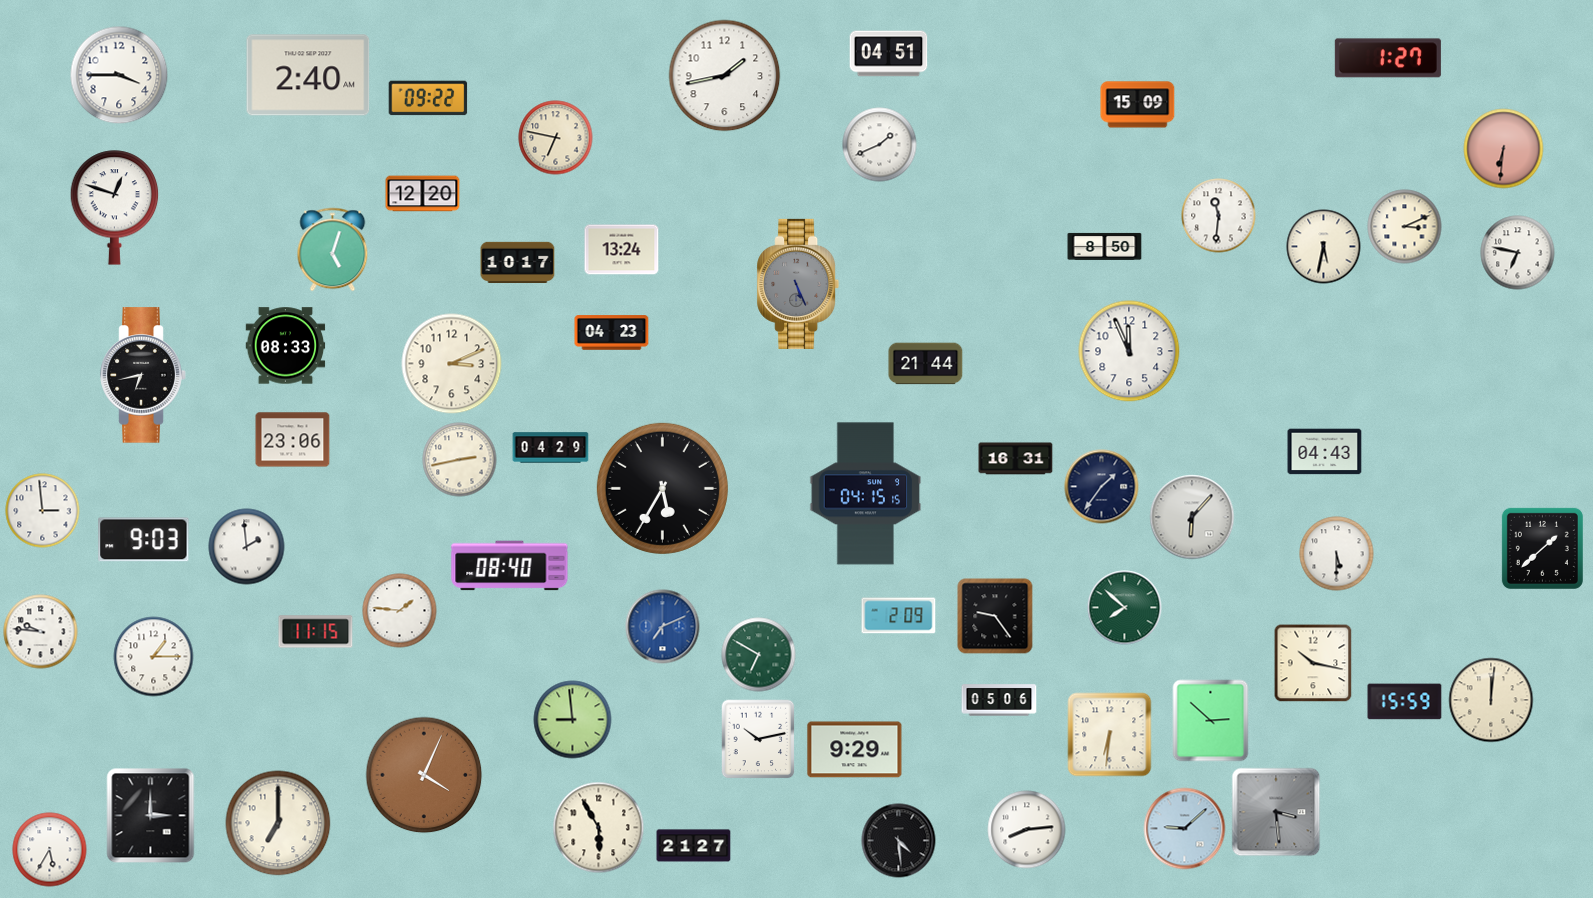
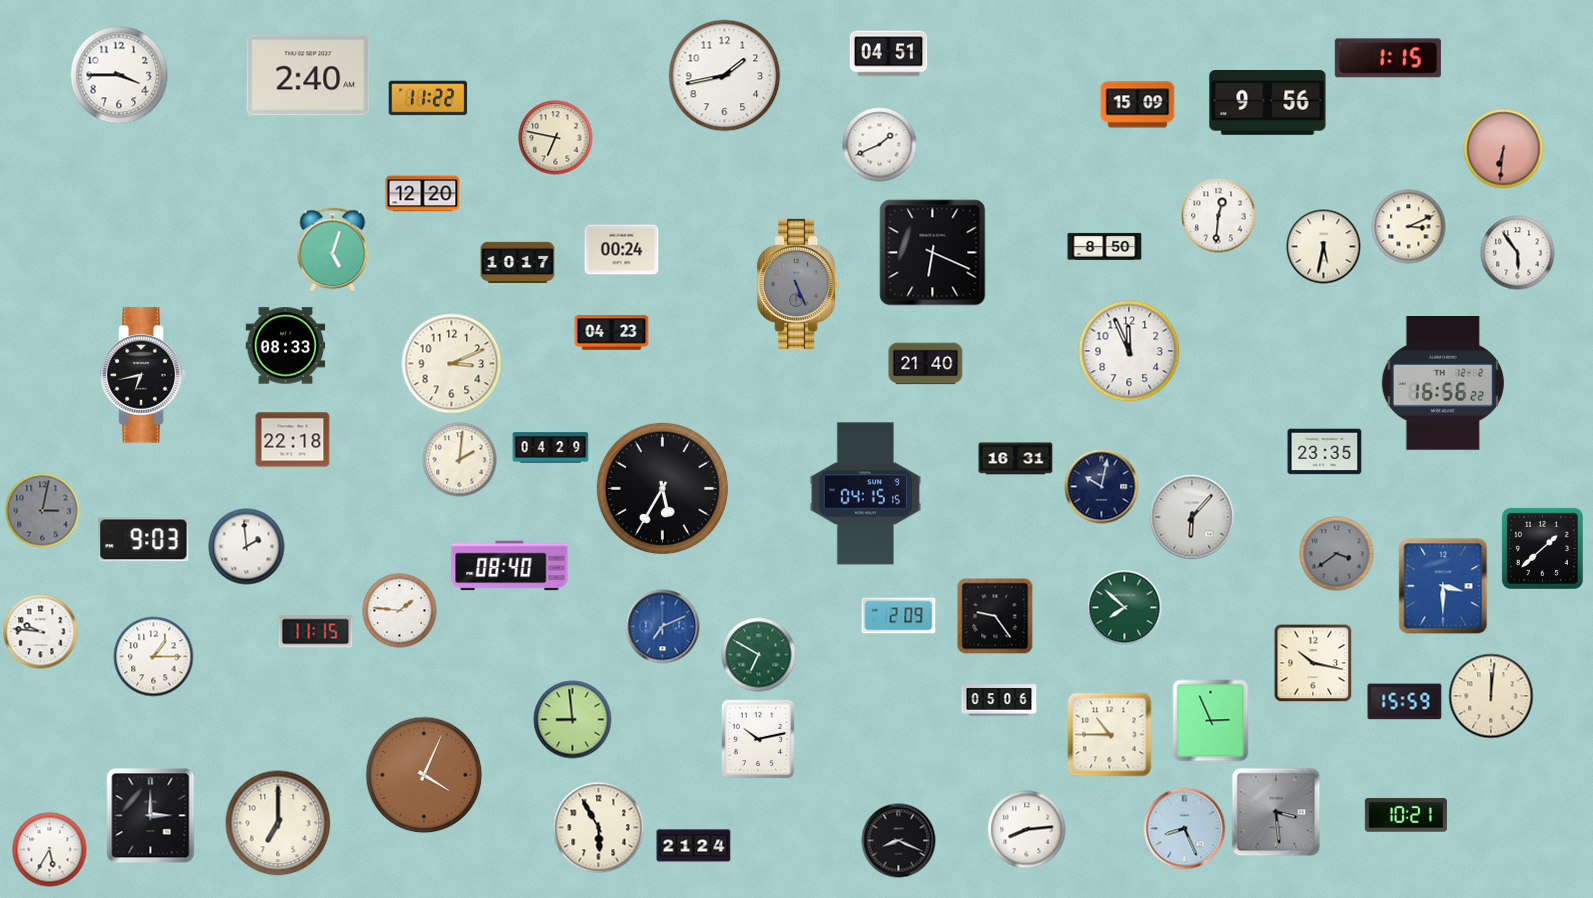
clock at (1388, 58): 1:27 -> 1:15
clock at (428, 98): 09:22 -> 11:22
clock at (1268, 103): none -> 9:56
clock at (115, 208): 12:48 -> none
clock at (1219, 216): 11:31 -> 12:31
clock at (1405, 227) position: (1405, 227) -> (1409, 227)
clock at (622, 250): 13:24 -> 00:24
clock at (933, 253): none -> 6:19
clock at (1518, 253): 6:47 -> 5:54
clock at (926, 364): 21:44 -> 21:40
clock at (1443, 384): none -> 16:56
clock at (293, 440): 23:06 -> 22:18
clock at (1325, 452): 04:43 -> 23:35
clock at (460, 460): 2:43 -> 2:01
clock at (1102, 487): 1:36 -> 10:02
clock at (43, 511): 2:59 -> 3:02
clock at (43, 511) dial: white -> grey
clock at (1337, 554): 5:30 -> 3:39
clock at (1337, 554) dial: white -> grey
clock at (1443, 586): none -> 3:30
clock at (1491, 700) position: (1491, 700) -> (1491, 696)
clock at (1211, 721): 2:52 -> 2:56
clock at (1110, 735): 6:31 -> 10:45
clock at (855, 750): 9:29 -> none
clock at (1406, 815): none -> 10:21
clock at (1185, 829): 9:08 -> 8:26
clock at (899, 841): 4:29 -> 8:19
clock at (694, 846): 21:27 -> 21:24
